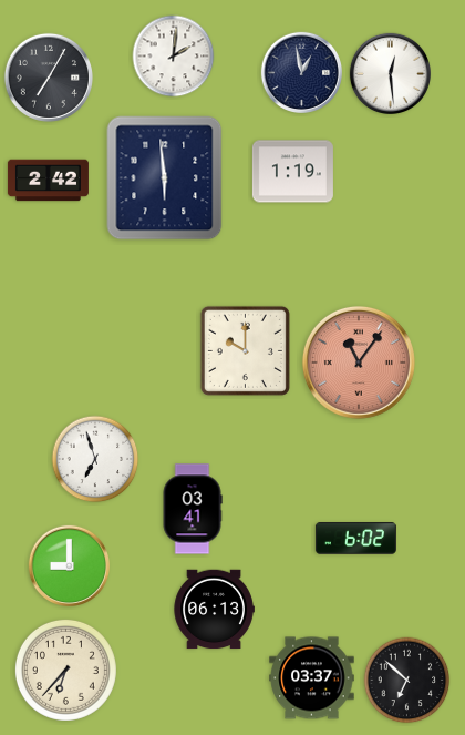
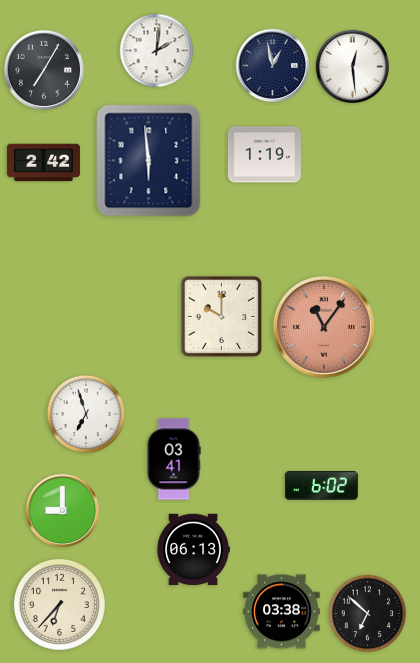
clock at (312, 678): 03:37 -> 03:38
